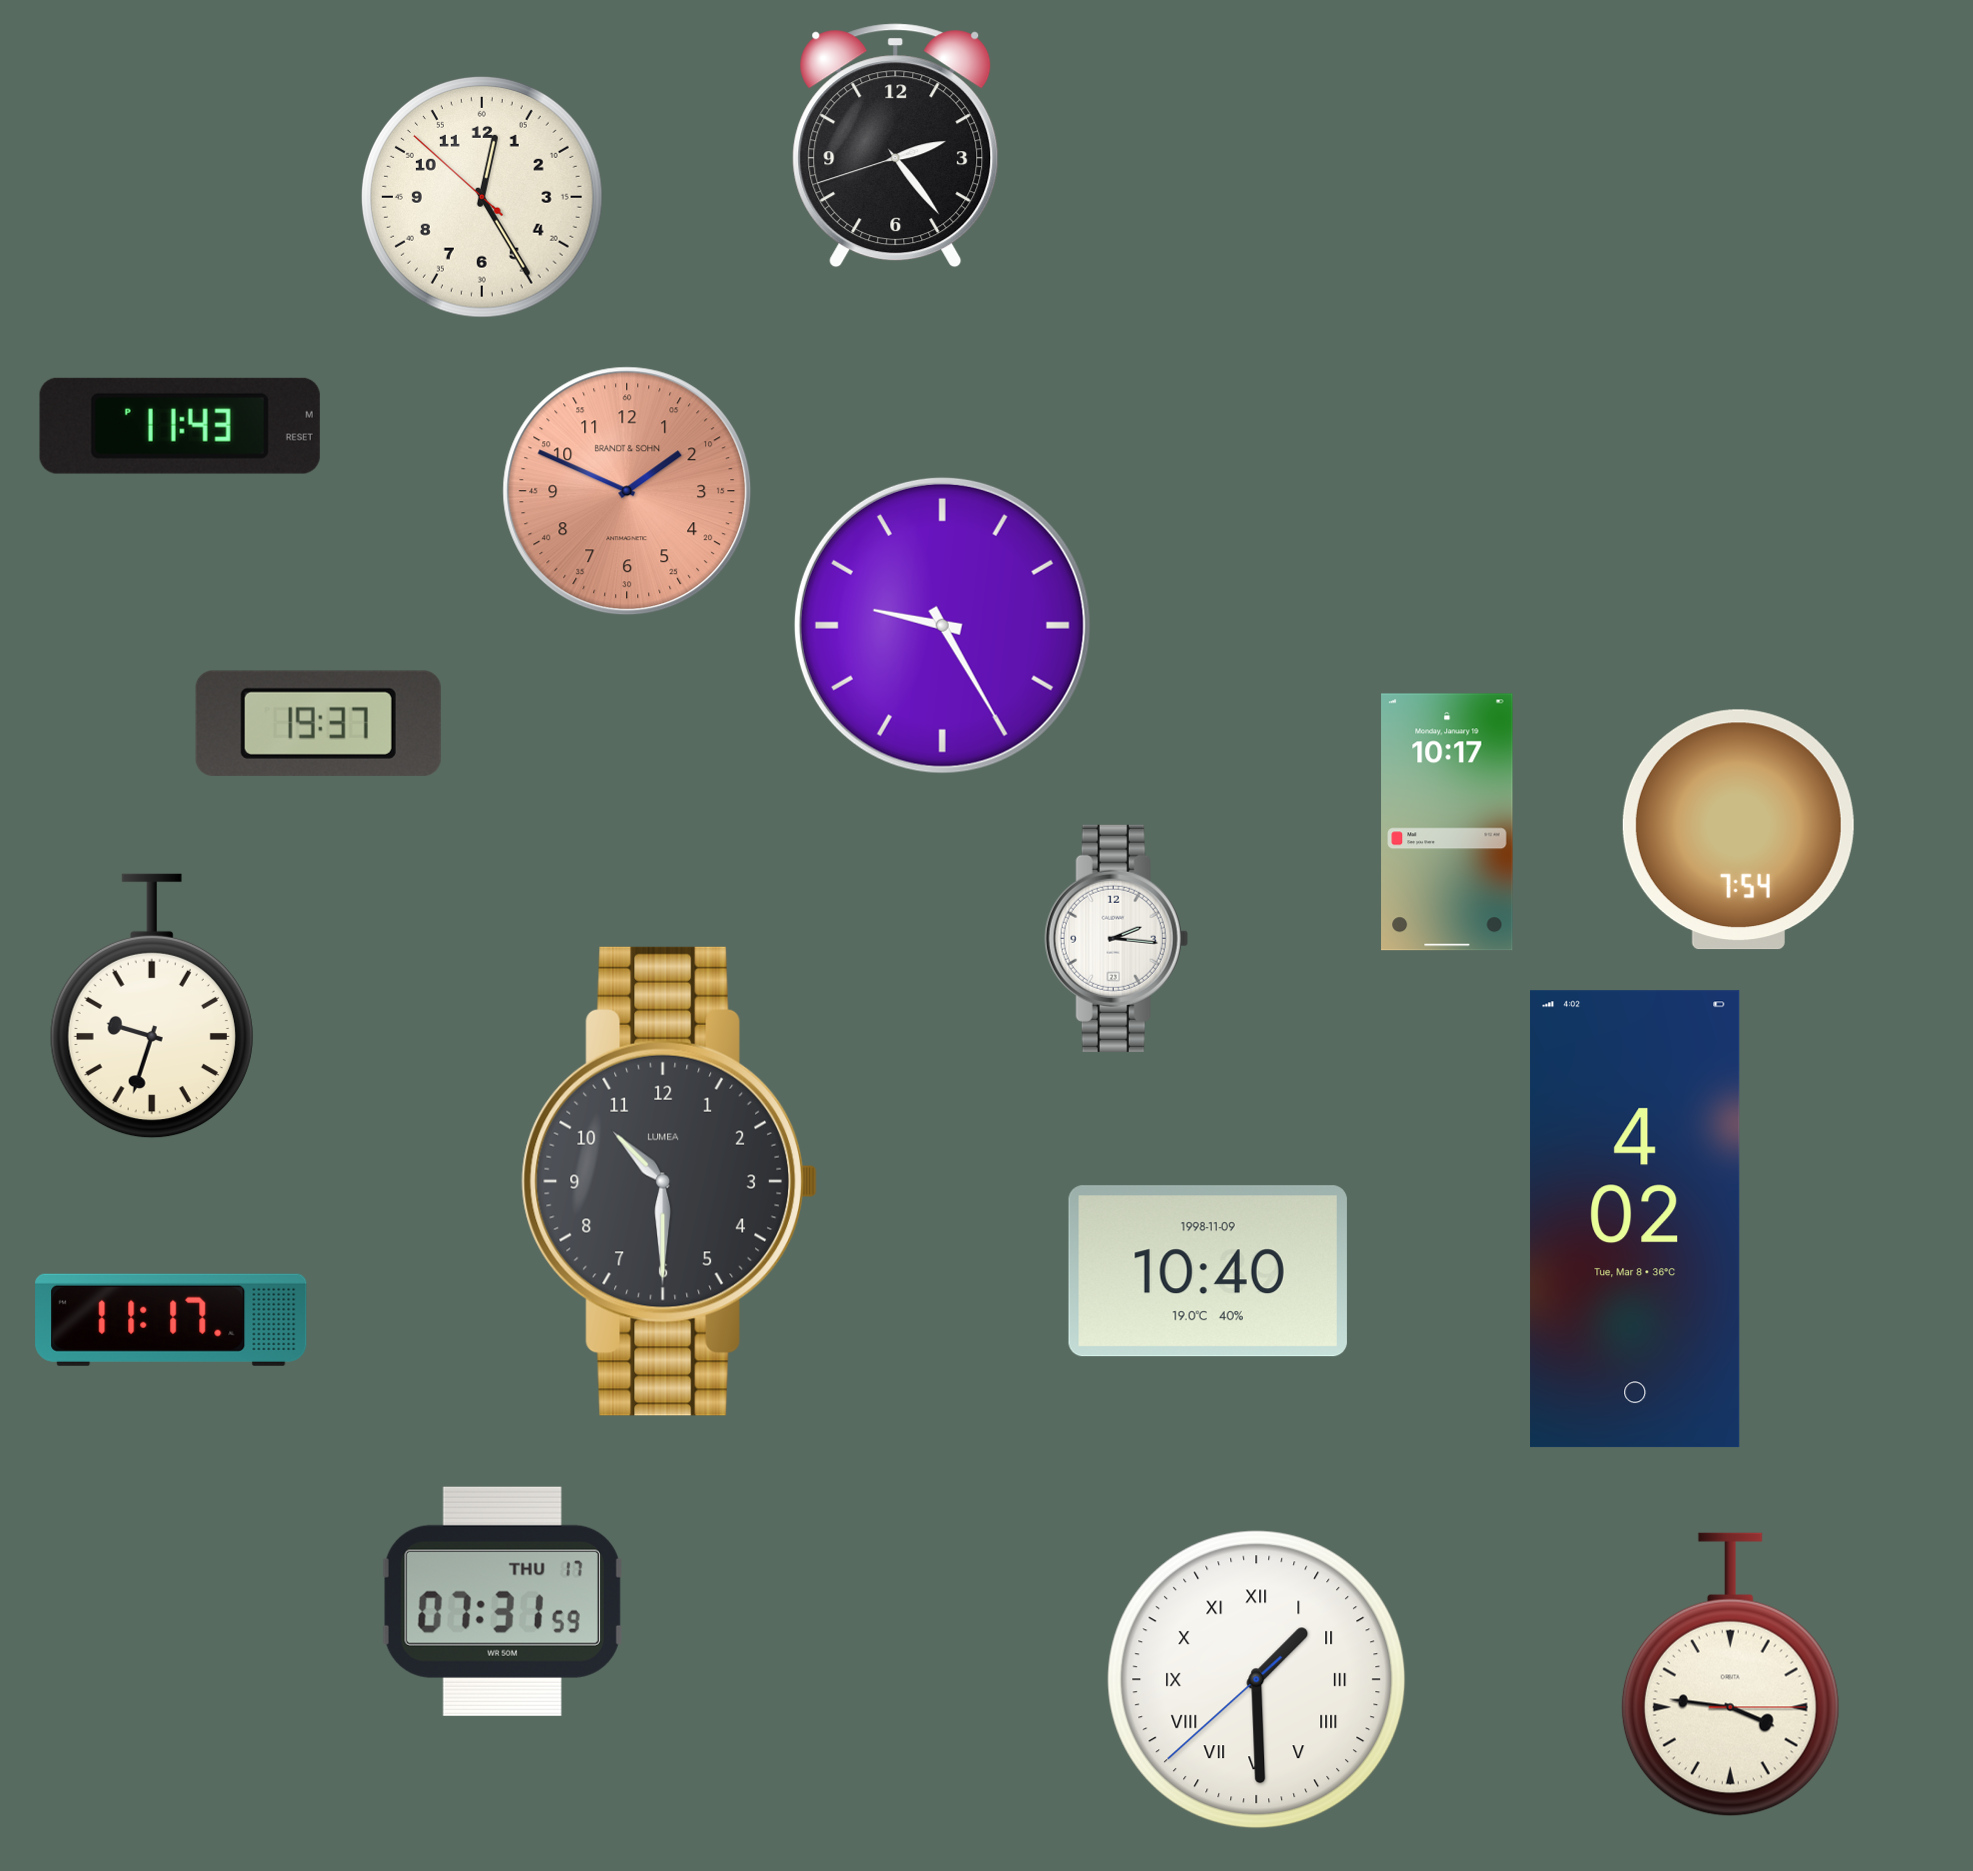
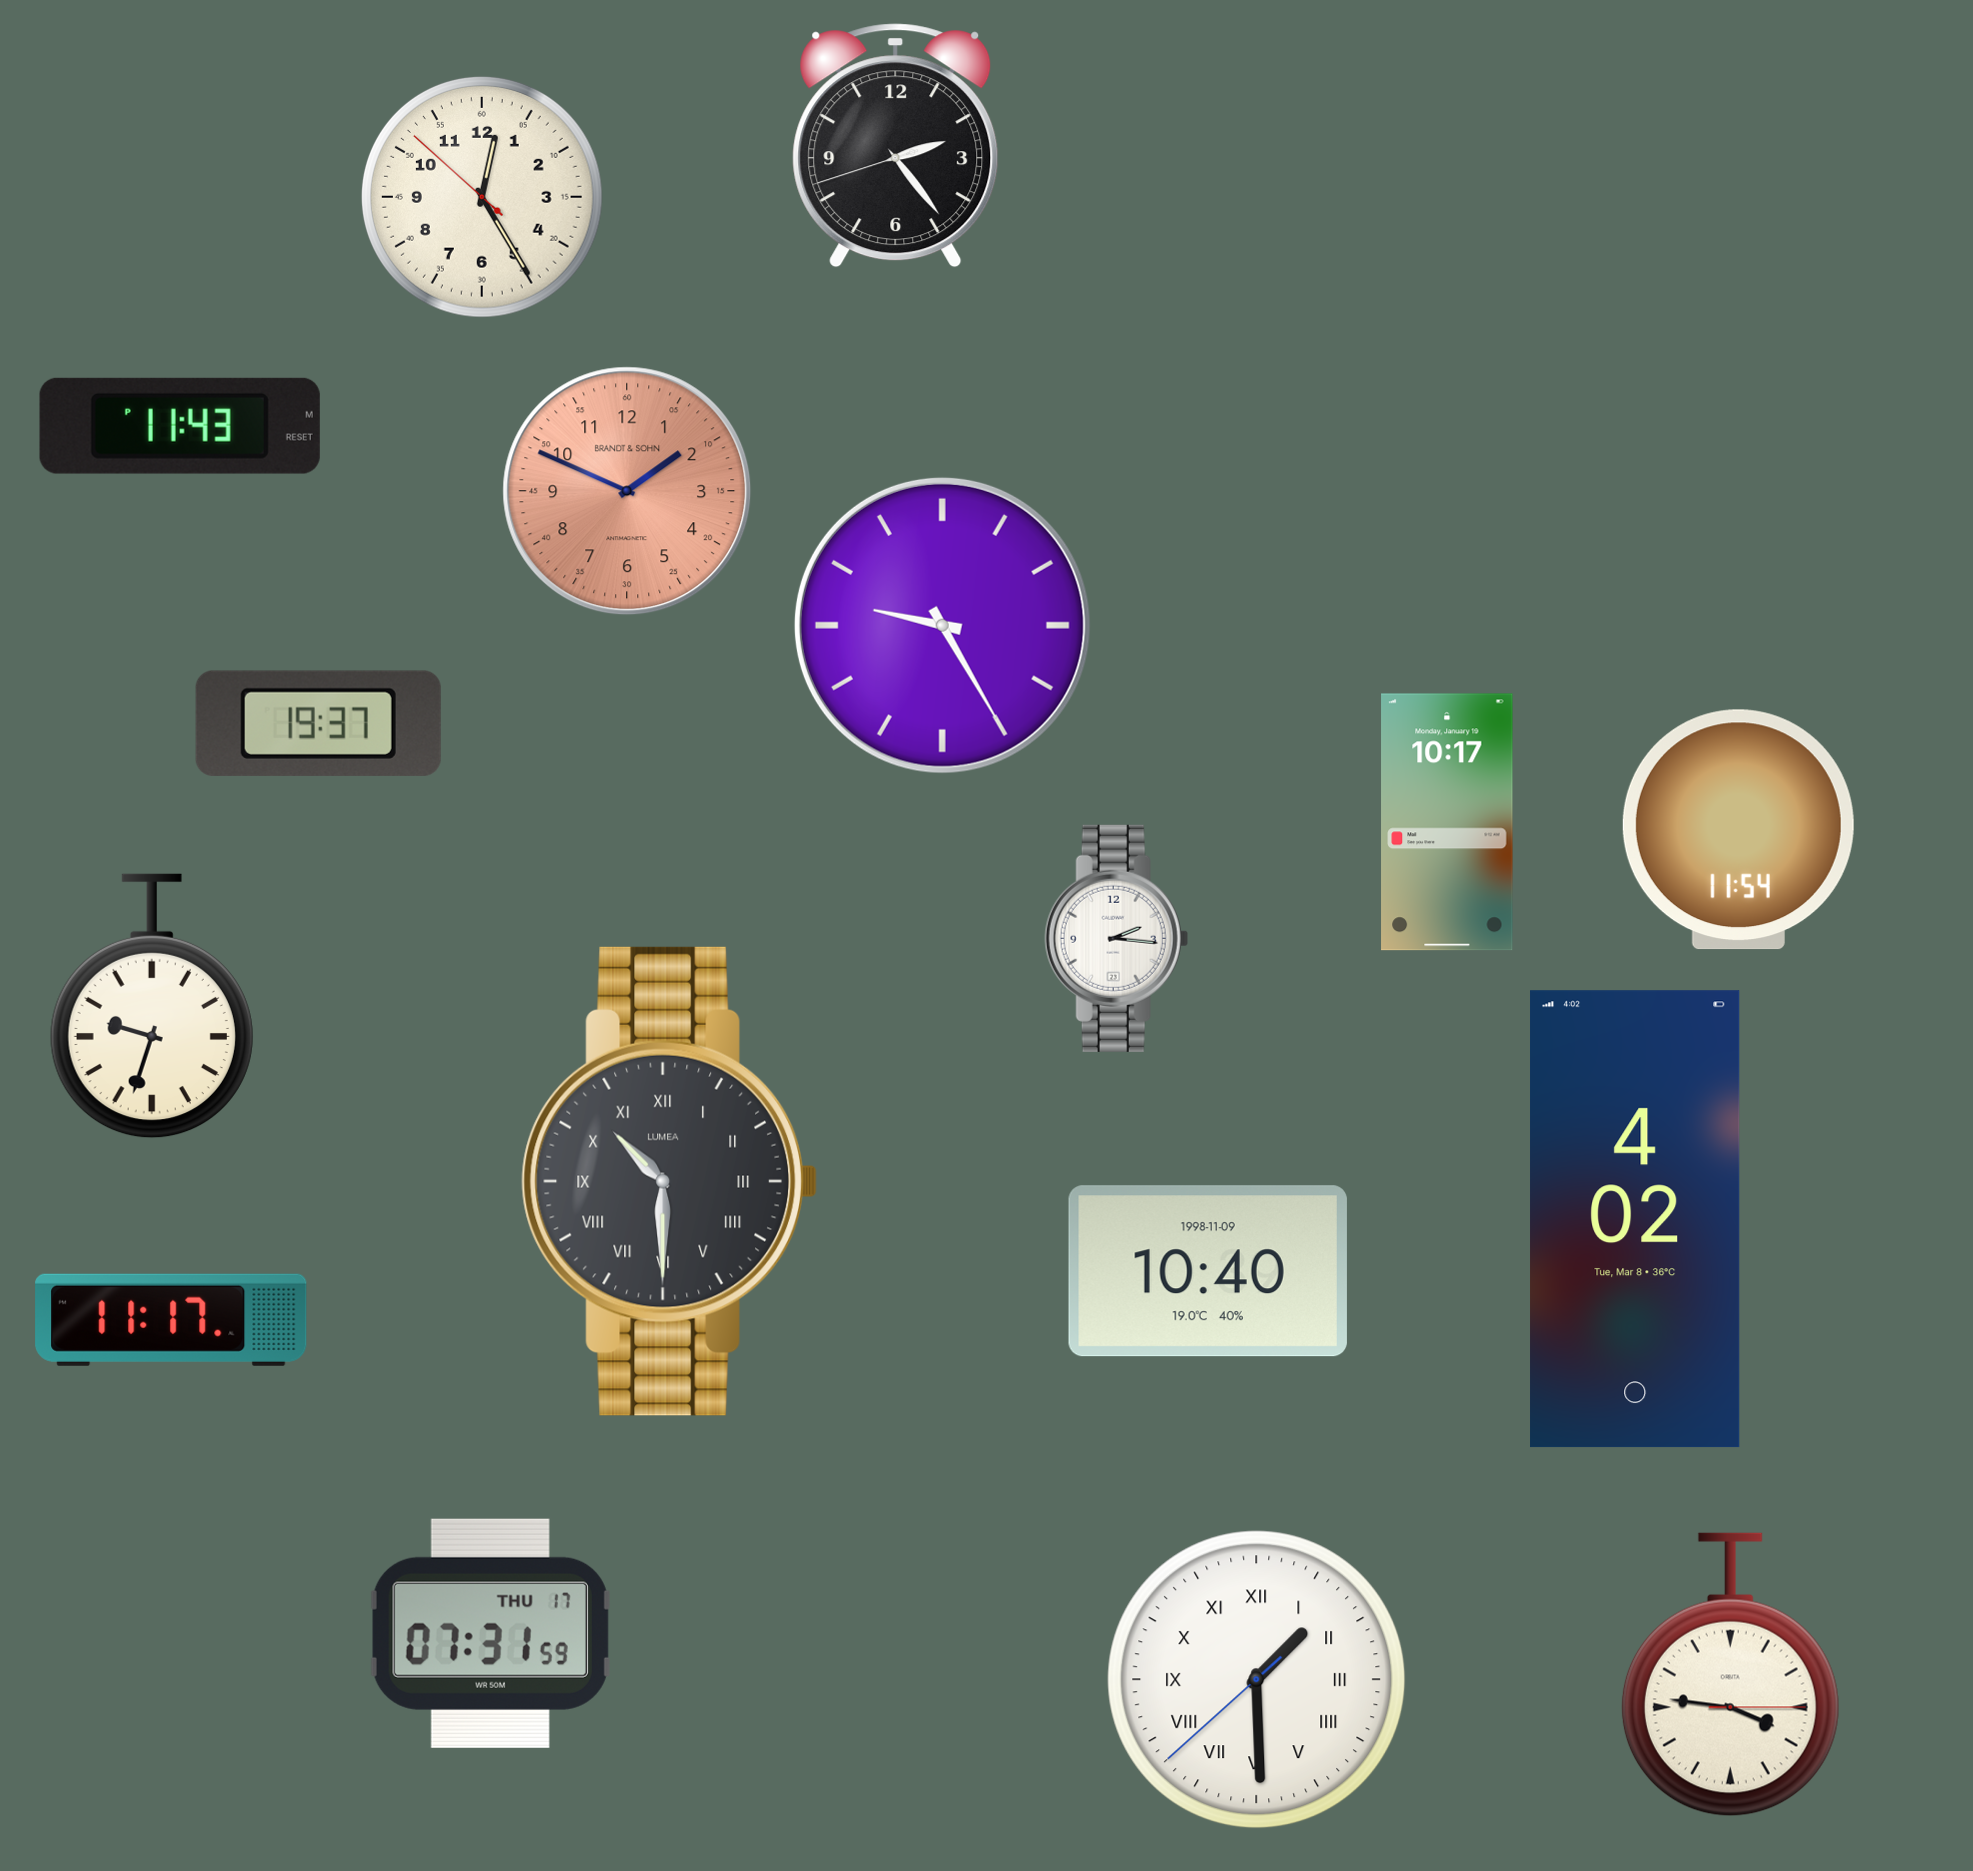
clock at (1738, 830): 7:54 -> 11:54
clock at (669, 1181) numerals: Arabic -> Roman
clock at (502, 1601) position: (502, 1601) -> (490, 1633)
